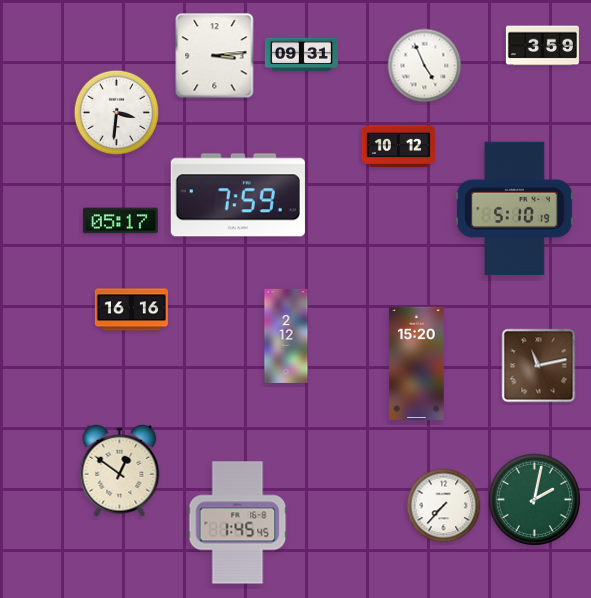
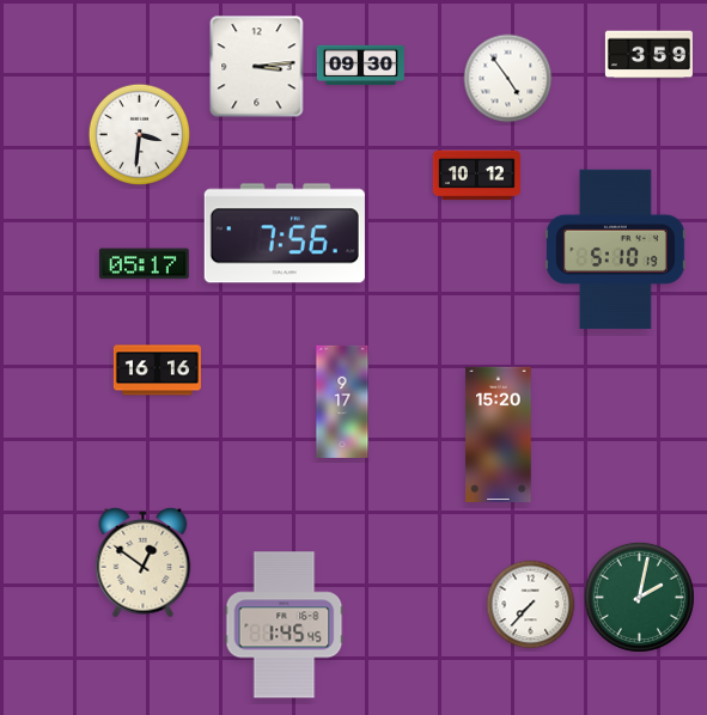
clock at (301, 55): 09:31 -> 09:30
clock at (425, 66): 4:56 -> 4:54
clock at (238, 195): 7:59 -> 7:56
clock at (286, 336): 2:12 -> 9:17
clock at (539, 366): 11:13 -> none
